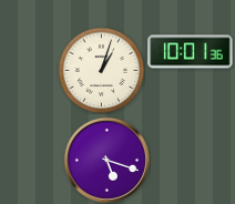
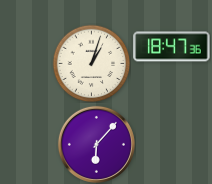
clock at (191, 52): 10:01 -> 18:47
clock at (106, 160): 5:18 -> 6:07
